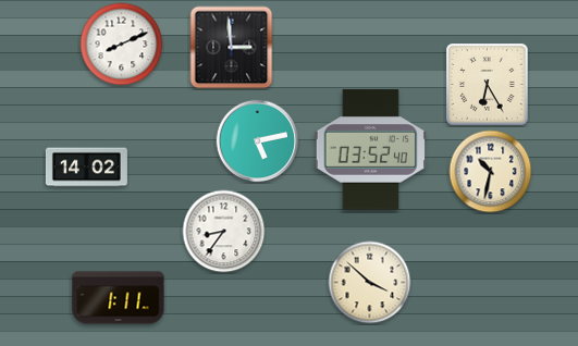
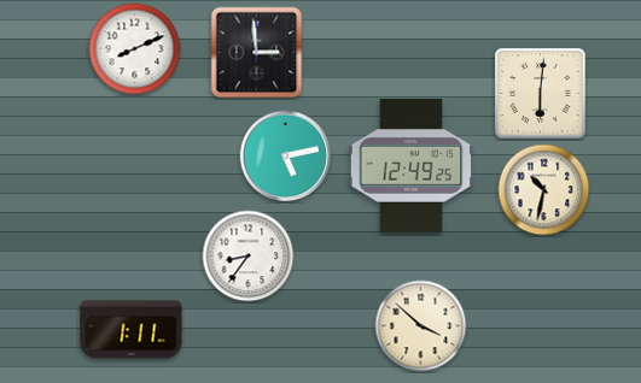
clock at (488, 85): 6:25 -> 6:01
clock at (371, 150): 03:52 -> 12:49
clock at (86, 168): 14:02 -> none
clock at (370, 283) position: (370, 283) -> (421, 326)
